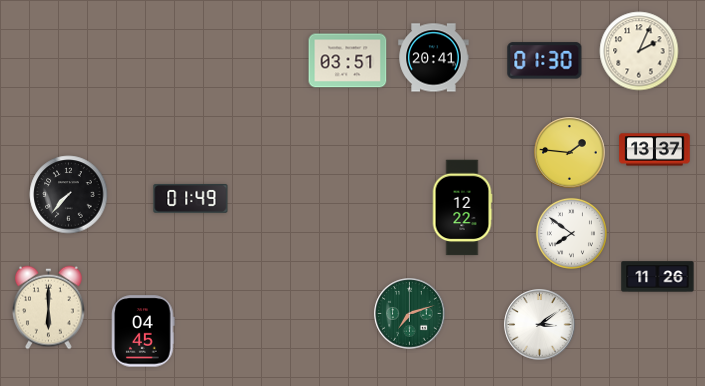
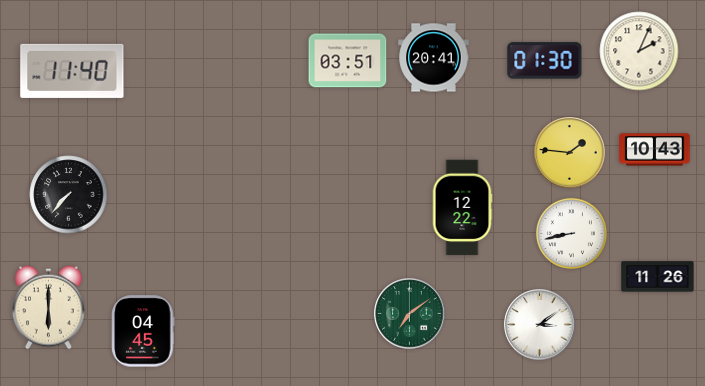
clock at (72, 71): none -> 11:40
clock at (655, 150): 13:37 -> 10:43
clock at (191, 198): 01:49 -> none
clock at (571, 233): 7:51 -> 8:43
clock at (410, 314): 7:12 -> 7:09
